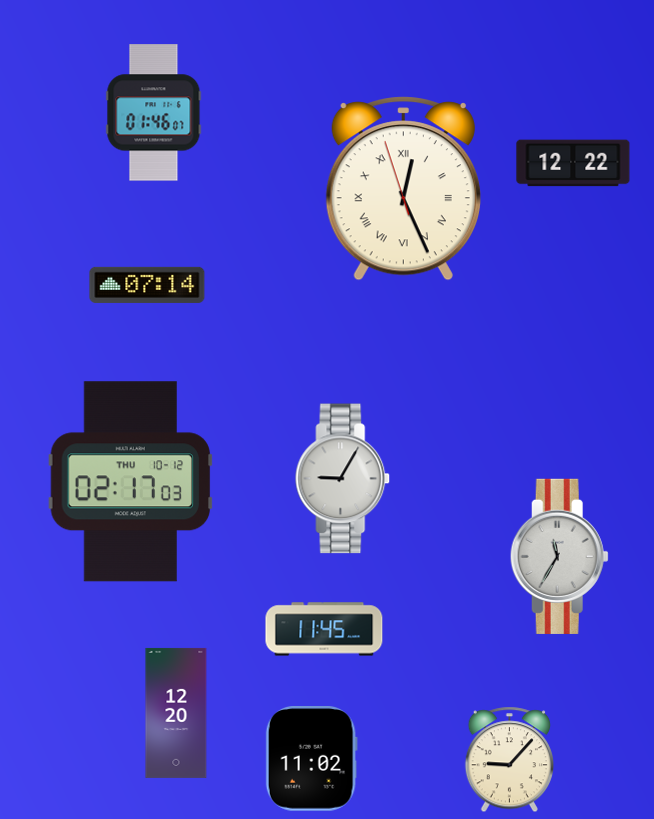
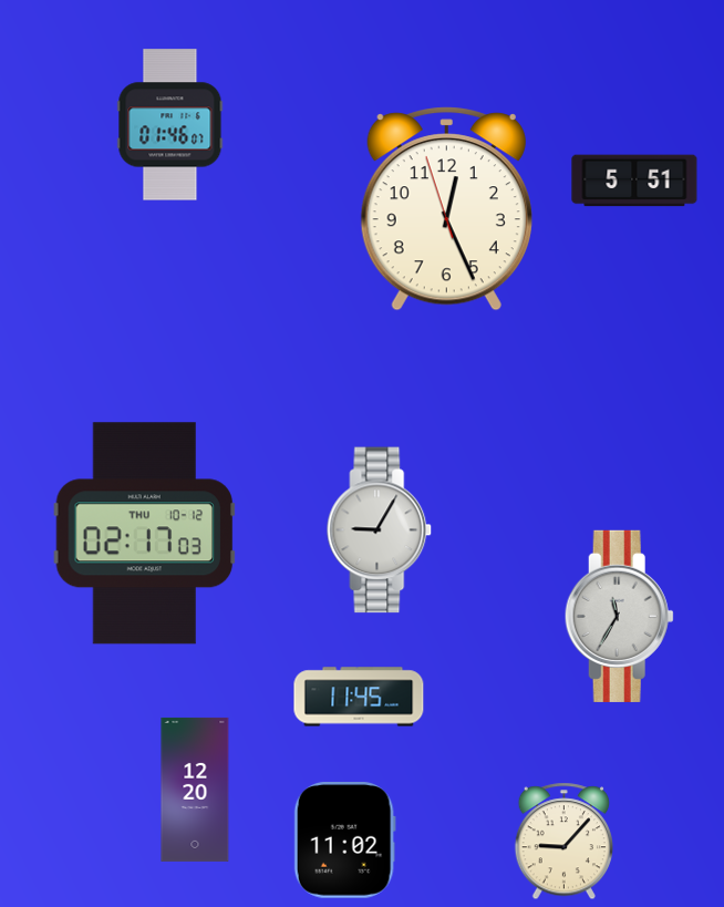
clock at (573, 163): 12:22 -> 5:51
clock at (403, 189) numerals: Roman -> Arabic
clock at (147, 285): 07:14 -> none
